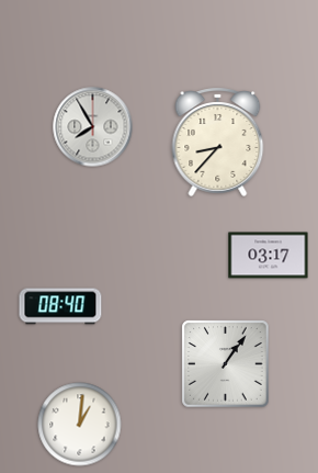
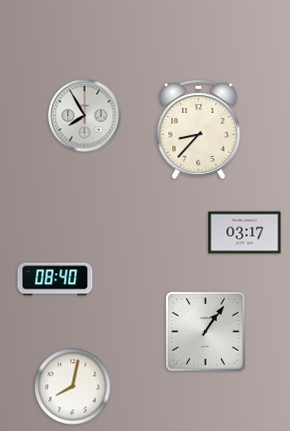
clock at (80, 425): 1:01 -> 8:02
